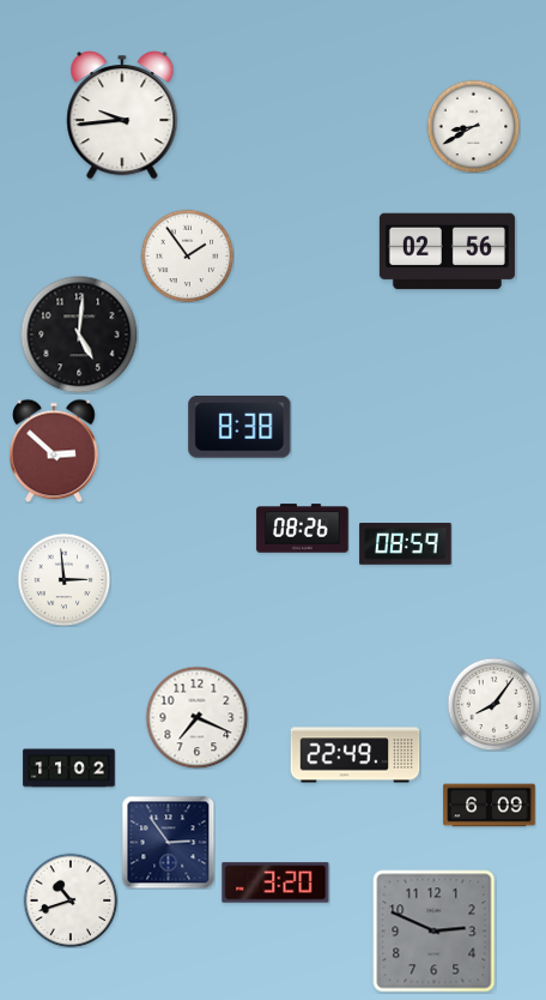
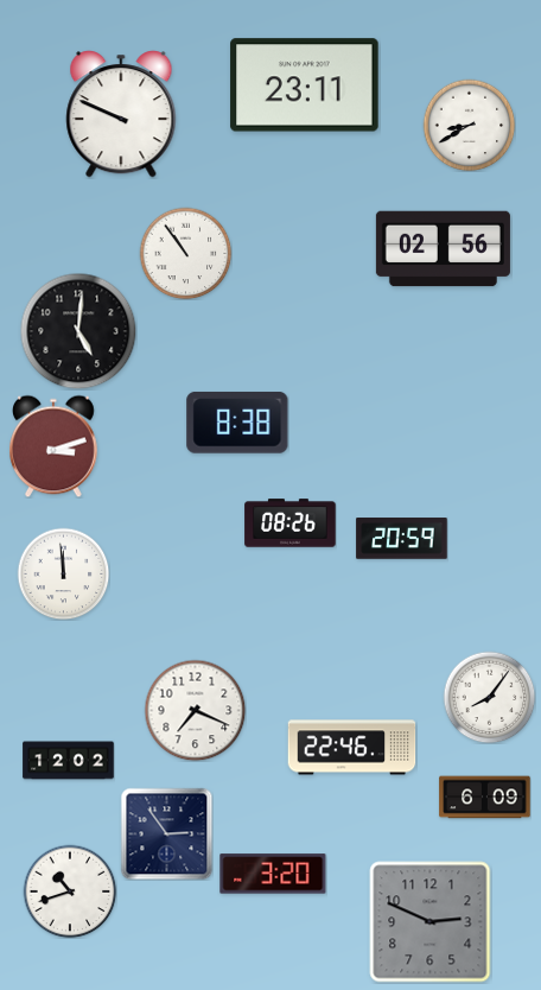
clock at (305, 85): none -> 23:11
clock at (122, 115): 9:44 -> 9:49
clock at (187, 255): 1:54 -> 10:54
clock at (55, 451): 2:52 -> 3:12
clock at (303, 529) position: (303, 529) -> (291, 523)
clock at (406, 544): 08:59 -> 20:59
clock at (63, 579): 2:59 -> 11:59
clock at (356, 755): 22:49 -> 22:46
clock at (69, 769): 11:02 -> 12:02
